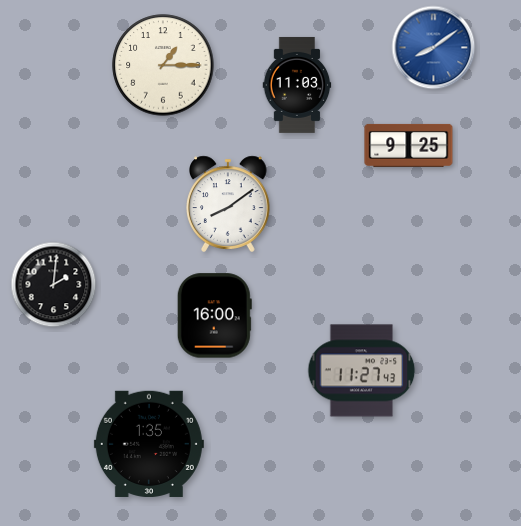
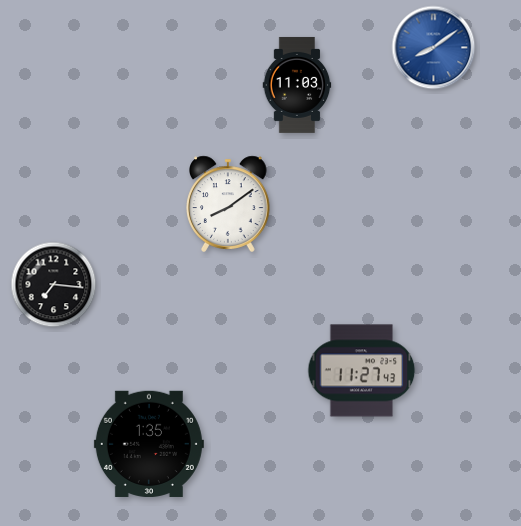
clock at (163, 65): 1:15 -> none
clock at (409, 145): 9:25 -> none
clock at (54, 285): 2:01 -> 7:16
clock at (214, 316): 16:00 -> none
